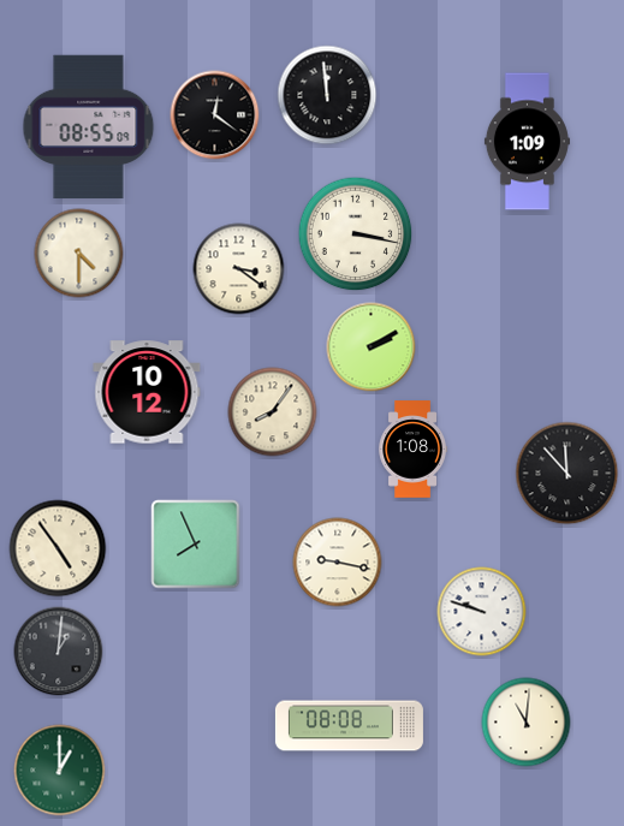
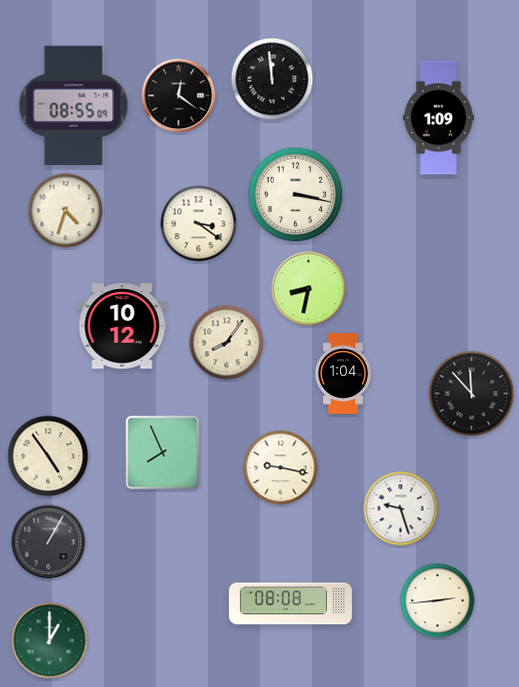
clock at (79, 254): 4:30 -> 4:33
clock at (372, 347): 2:10 -> 8:32
clock at (412, 450): 1:08 -> 1:04
clock at (482, 612): 9:48 -> 9:27
clock at (59, 652): 1:01 -> 1:05
clock at (527, 723): 11:01 -> 2:44
